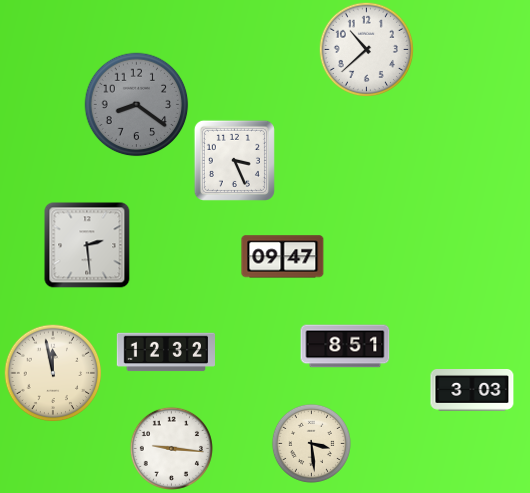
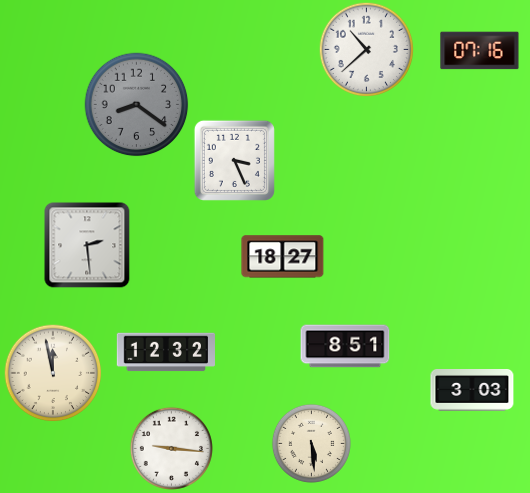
clock at (480, 51): none -> 07:16
clock at (283, 257): 09:47 -> 18:27
clock at (311, 443): 3:29 -> 5:29
